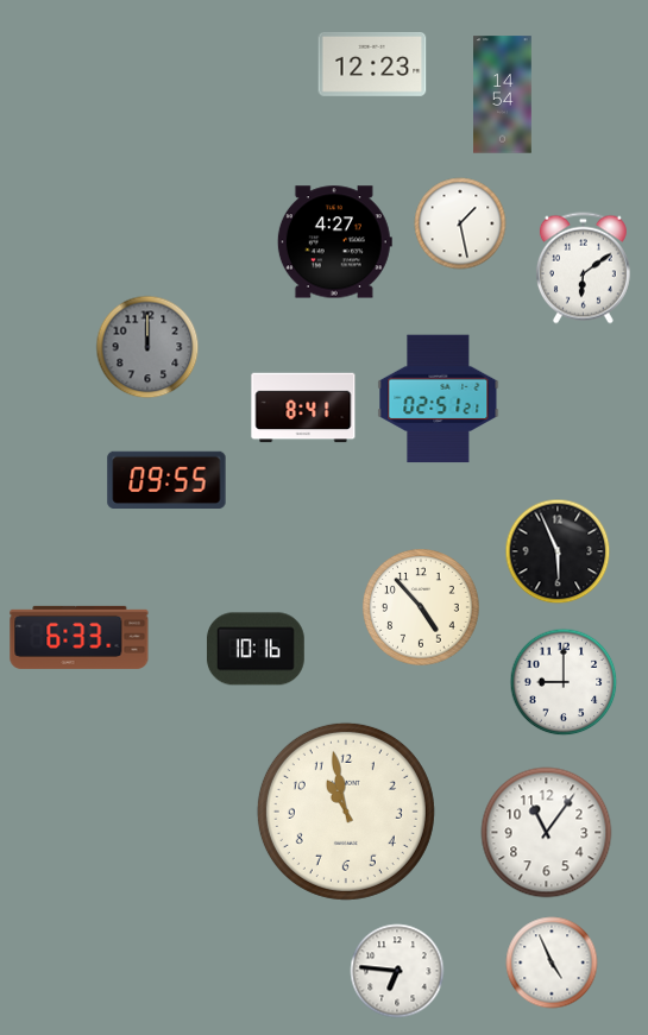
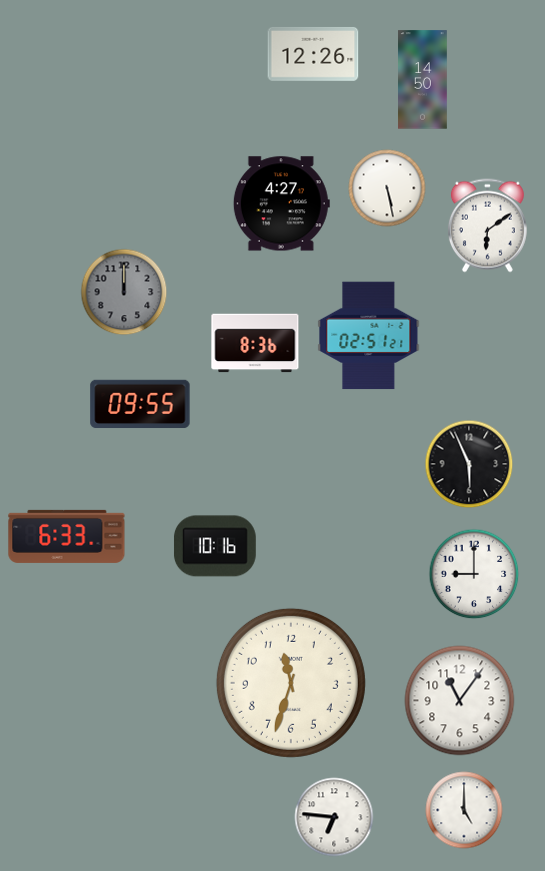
clock at (372, 64): 12:23 -> 12:26
clock at (503, 95): 14:54 -> 14:50
clock at (460, 223): 1:28 -> 5:28
clock at (583, 269) position: (583, 269) -> (487, 226)
clock at (303, 408): 8:41 -> 8:36
clock at (422, 607): 4:53 -> none
clock at (346, 812): 10:58 -> 11:33
clock at (552, 963): 4:56 -> 5:00
